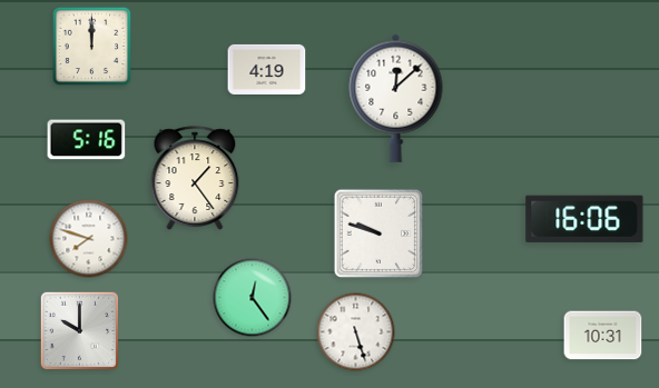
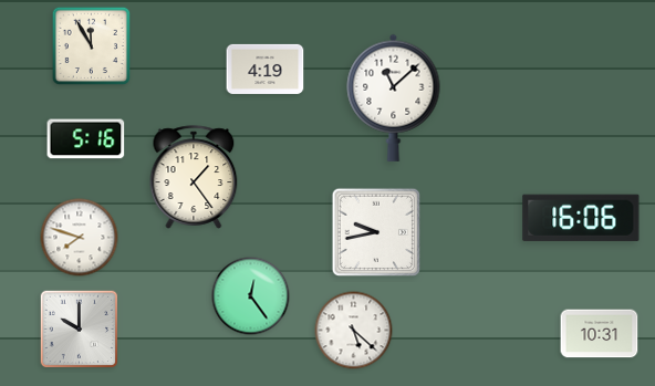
clock at (92, 47): 12:00 -> 11:55
clock at (396, 98): 12:08 -> 11:08
clock at (378, 233): 9:48 -> 9:43
clock at (89, 239) position: (89, 239) -> (80, 238)
clock at (356, 332): 5:27 -> 5:22
